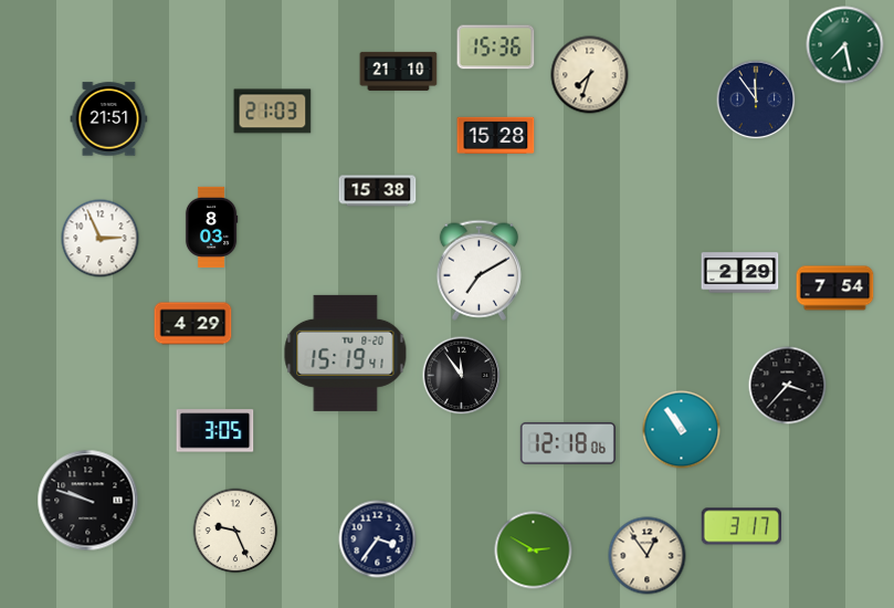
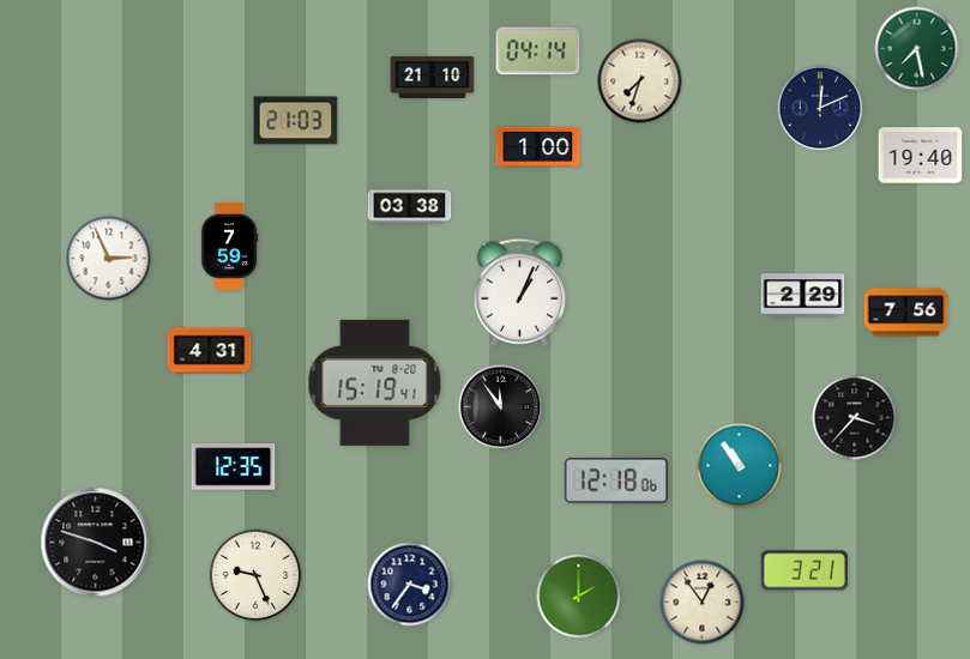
clock at (496, 48): 15:36 -> 04:14
clock at (756, 99): 11:54 -> 12:11
clock at (109, 119): 21:51 -> none
clock at (496, 135): 15:28 -> 1:00
clock at (921, 156): none -> 19:40
clock at (378, 191): 15:38 -> 03:38
clock at (211, 227): 8:03 -> 7:59
clock at (478, 270): 7:10 -> 1:04
clock at (835, 289): 7:54 -> 7:56
clock at (193, 324): 4:29 -> 4:31
clock at (215, 431): 3:05 -> 12:35
clock at (88, 501): 9:48 -> 3:48
clock at (740, 526): 3:17 -> 3:21
clock at (534, 551): 2:50 -> 2:00
